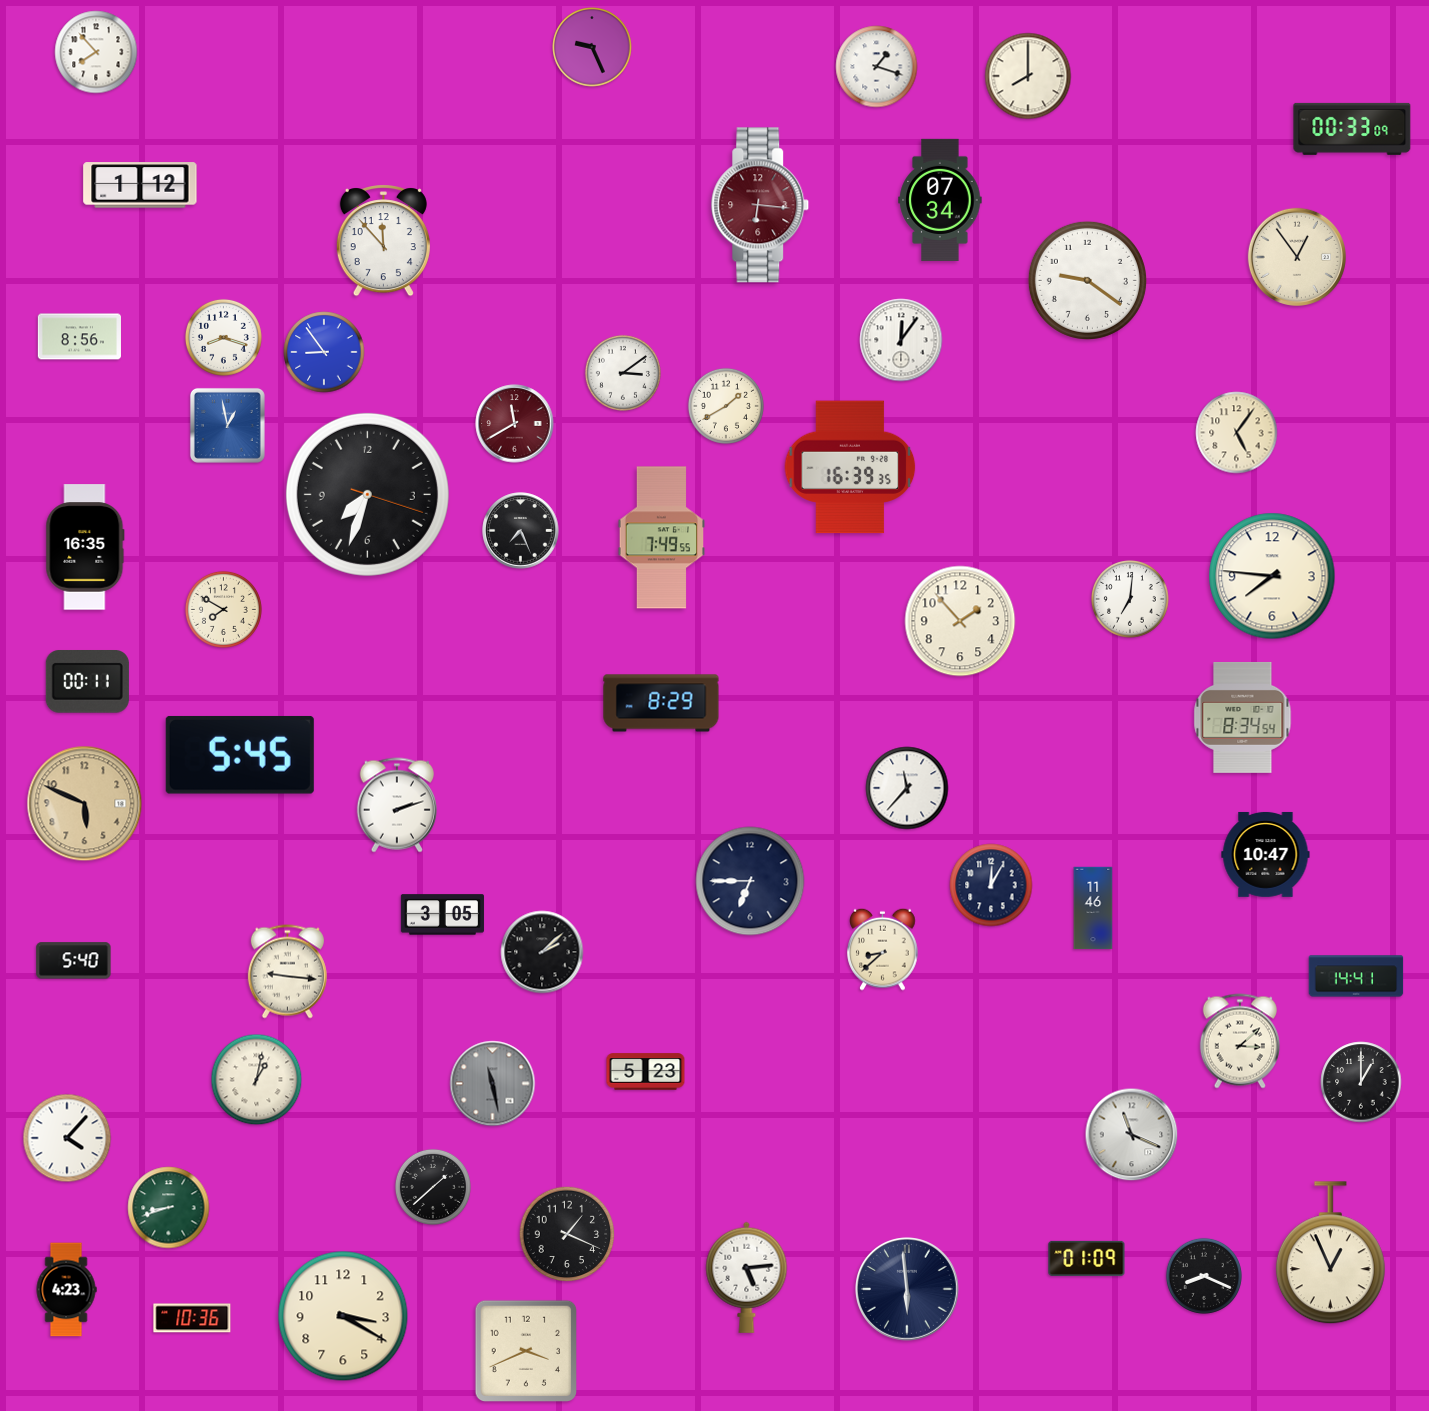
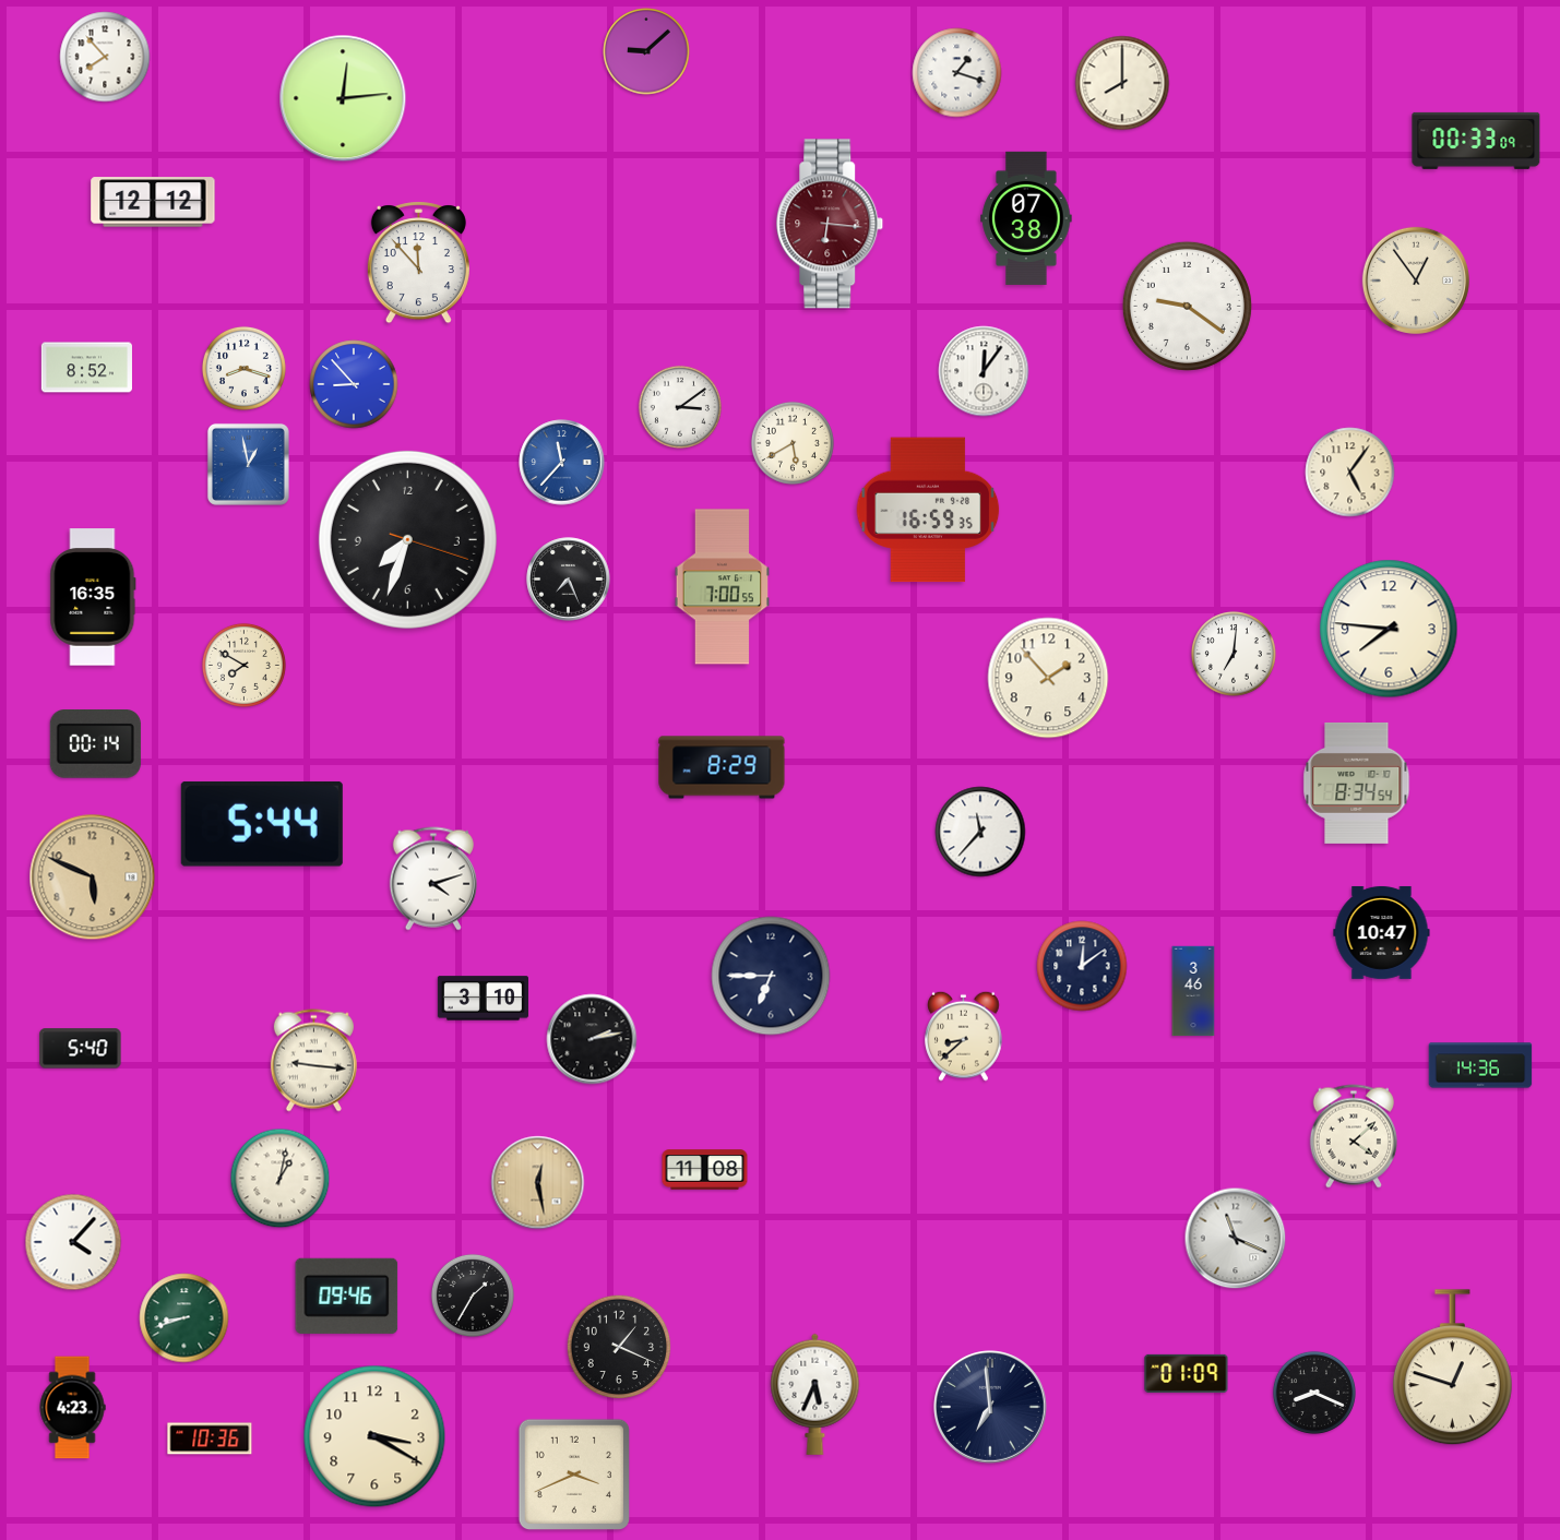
clock at (592, 47): 9:26 -> 9:08
clock at (343, 98): none -> 12:14
clock at (140, 185): 1:12 -> 12:12
clock at (940, 200): 07:34 -> 07:38
clock at (79, 337): 8:56 -> 8:52
clock at (324, 352): 8:54 -> 8:53
clock at (726, 406): 1:40 -> 5:40
clock at (515, 424): 11:40 -> 11:37
clock at (515, 424) dial: burgundy -> blue
clock at (850, 467): 16:39 -> 16:59
clock at (367, 494) position: (367, 494) -> (407, 539)
clock at (662, 538): 7:49 -> 7:00
clock at (87, 682): 00:11 -> 00:14
clock at (240, 755): 5:45 -> 5:44
clock at (907, 788) position: (907, 788) -> (980, 832)
clock at (397, 805): 2:12 -> 4:12
clock at (750, 881) position: (750, 881) -> (771, 976)
clock at (991, 885): 12:05 -> 12:09
clock at (1093, 908): 11:46 -> 3:46
clock at (442, 915): 3:05 -> 3:10
clock at (542, 952): 2:08 -> 2:13
clock at (1356, 976): 14:41 -> 14:36
clock at (1240, 1041): 3:08 -> 4:08
clock at (646, 1072): 5:23 -> 11:08
clock at (1361, 1082): 1:00 -> none
clock at (493, 1084): 11:28 -> 12:28
clock at (493, 1084) dial: grey -> champagne
clock at (347, 1296): none -> 09:46
clock at (433, 1187): 1:38 -> 1:35
clock at (1330, 1253): 12:56 -> 12:48
clock at (747, 1277): 5:14 -> 5:34
clock at (908, 1290): 5:59 -> 6:59
